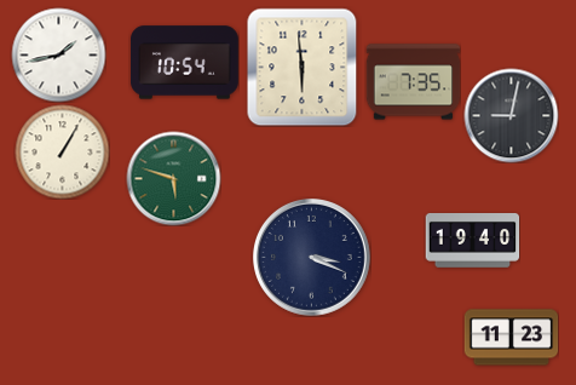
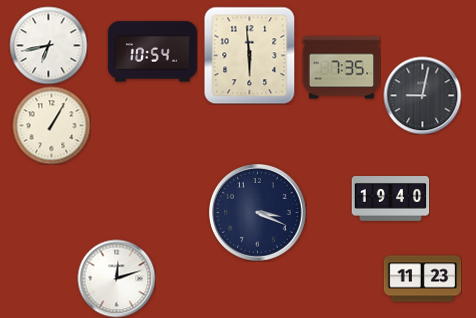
clock at (58, 54): 1:43 -> 6:43
clock at (173, 178): 5:48 -> none
clock at (116, 278): none -> 12:12
